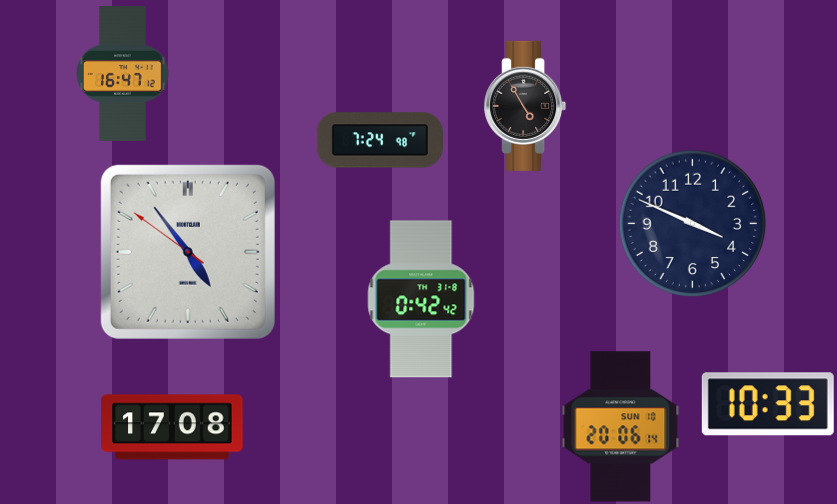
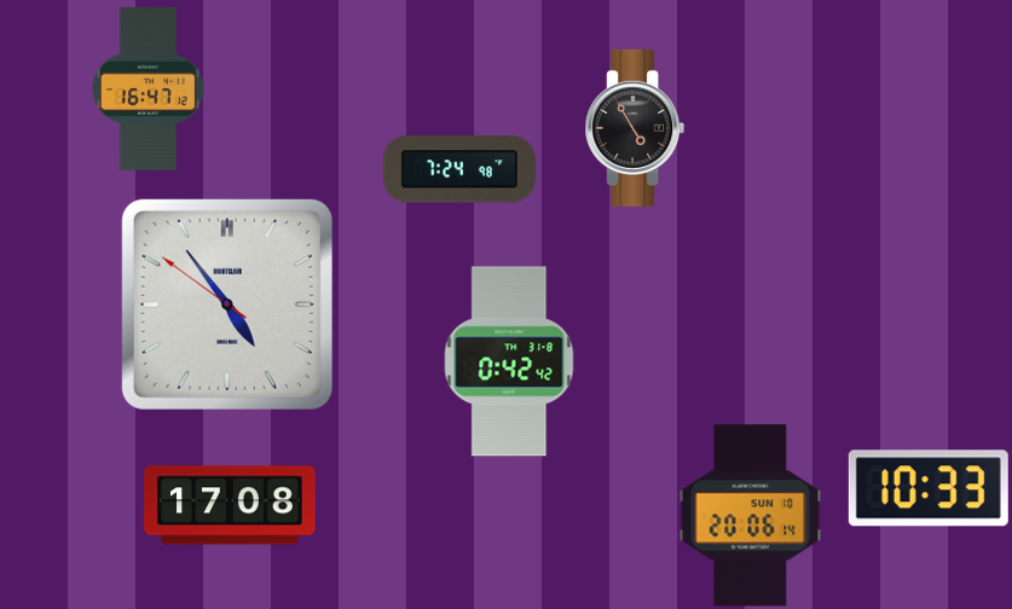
clock at (693, 224): 3:49 -> none
clock at (172, 427) position: (172, 427) -> (230, 505)
